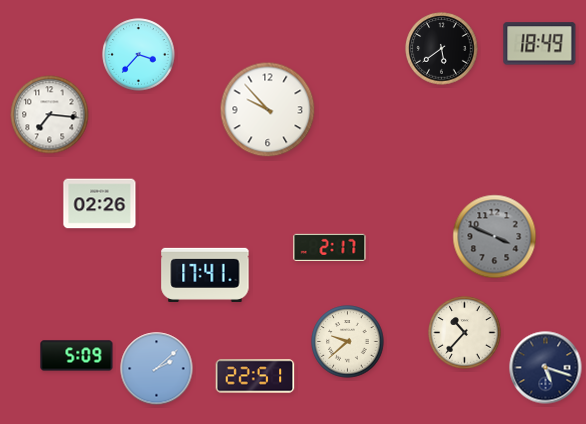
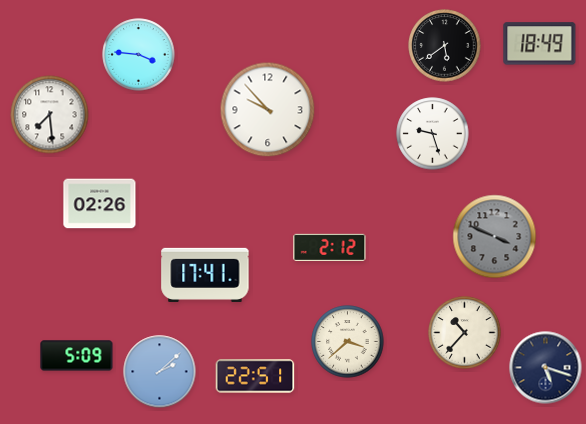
clock at (442, 49) position: (442, 49) -> (445, 46)
clock at (139, 55): 3:37 -> 3:46
clock at (50, 115): 7:16 -> 7:29
clock at (433, 134): none -> 9:27
clock at (330, 247): 2:17 -> 2:12
clock at (348, 342): 9:38 -> 3:38
clock at (157, 369) position: (157, 369) -> (160, 372)
